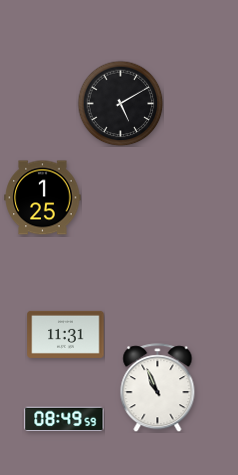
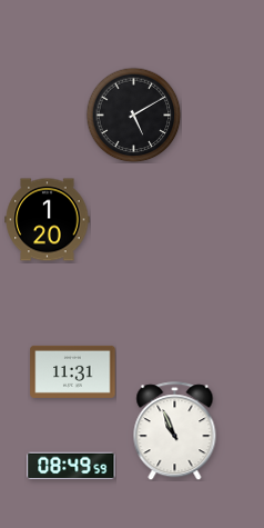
clock at (43, 198): 1:25 -> 1:20
